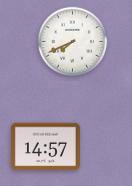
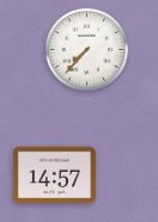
clock at (73, 42): 7:41 -> 7:37
